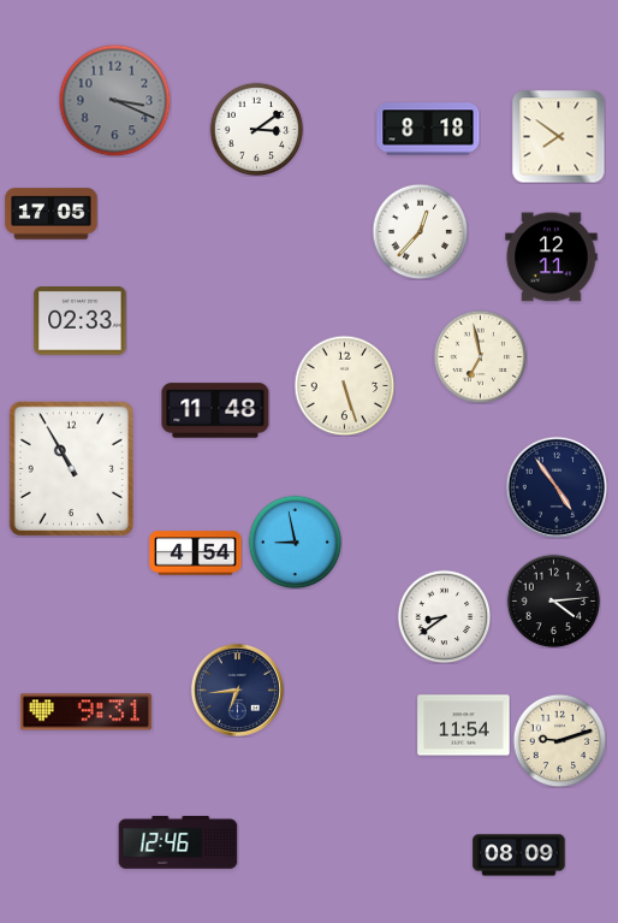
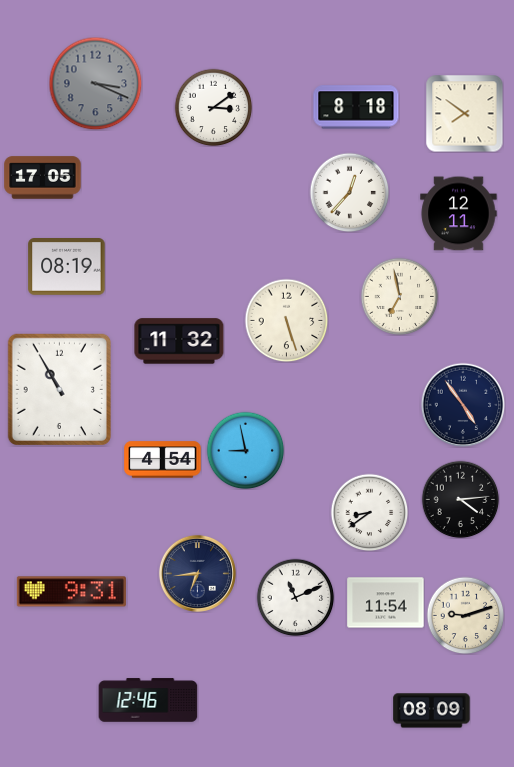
clock at (81, 321): 02:33 -> 08:19
clock at (215, 410): 11:48 -> 11:32
clock at (295, 597): none -> 11:11
